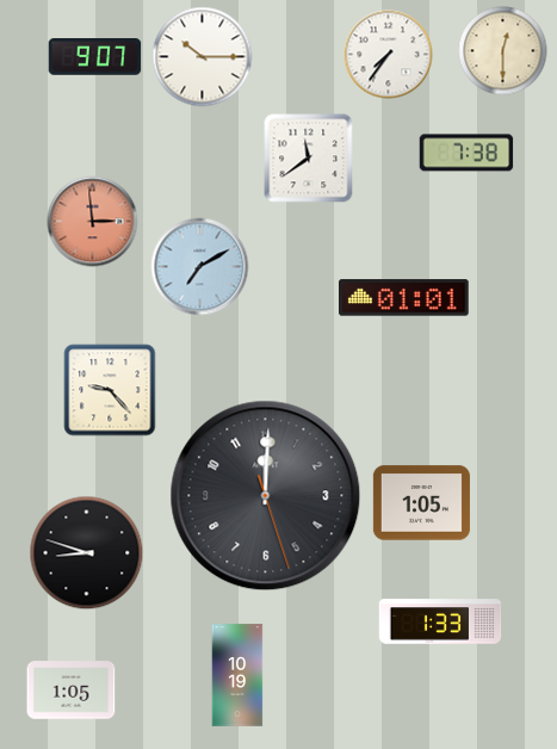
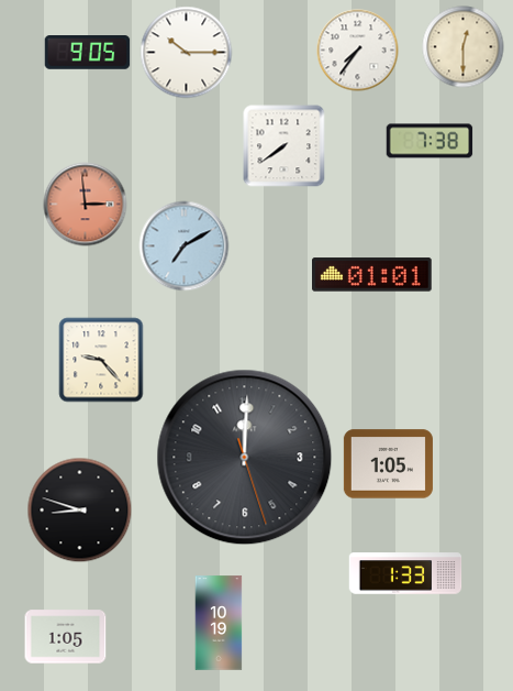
clock at (95, 57): 9:07 -> 9:05
clock at (309, 159): 11:39 -> 7:39
